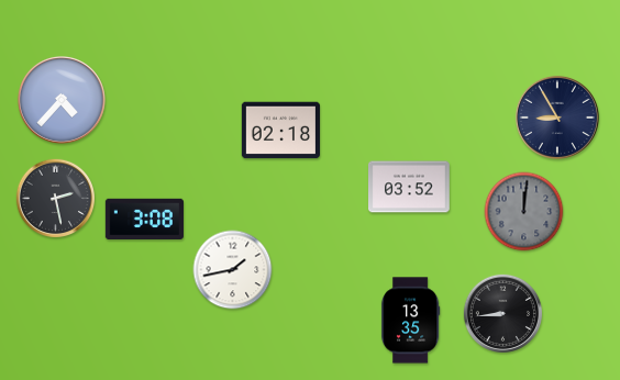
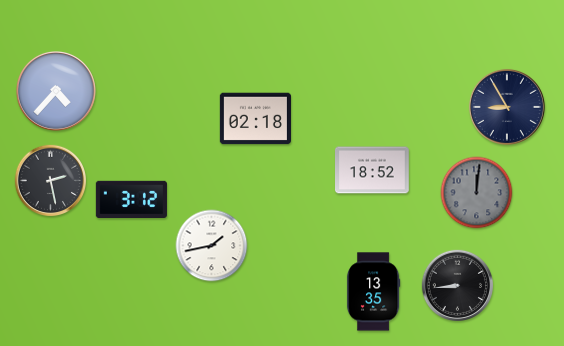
clock at (410, 187): 03:52 -> 18:52
clock at (144, 219): 3:08 -> 3:12
